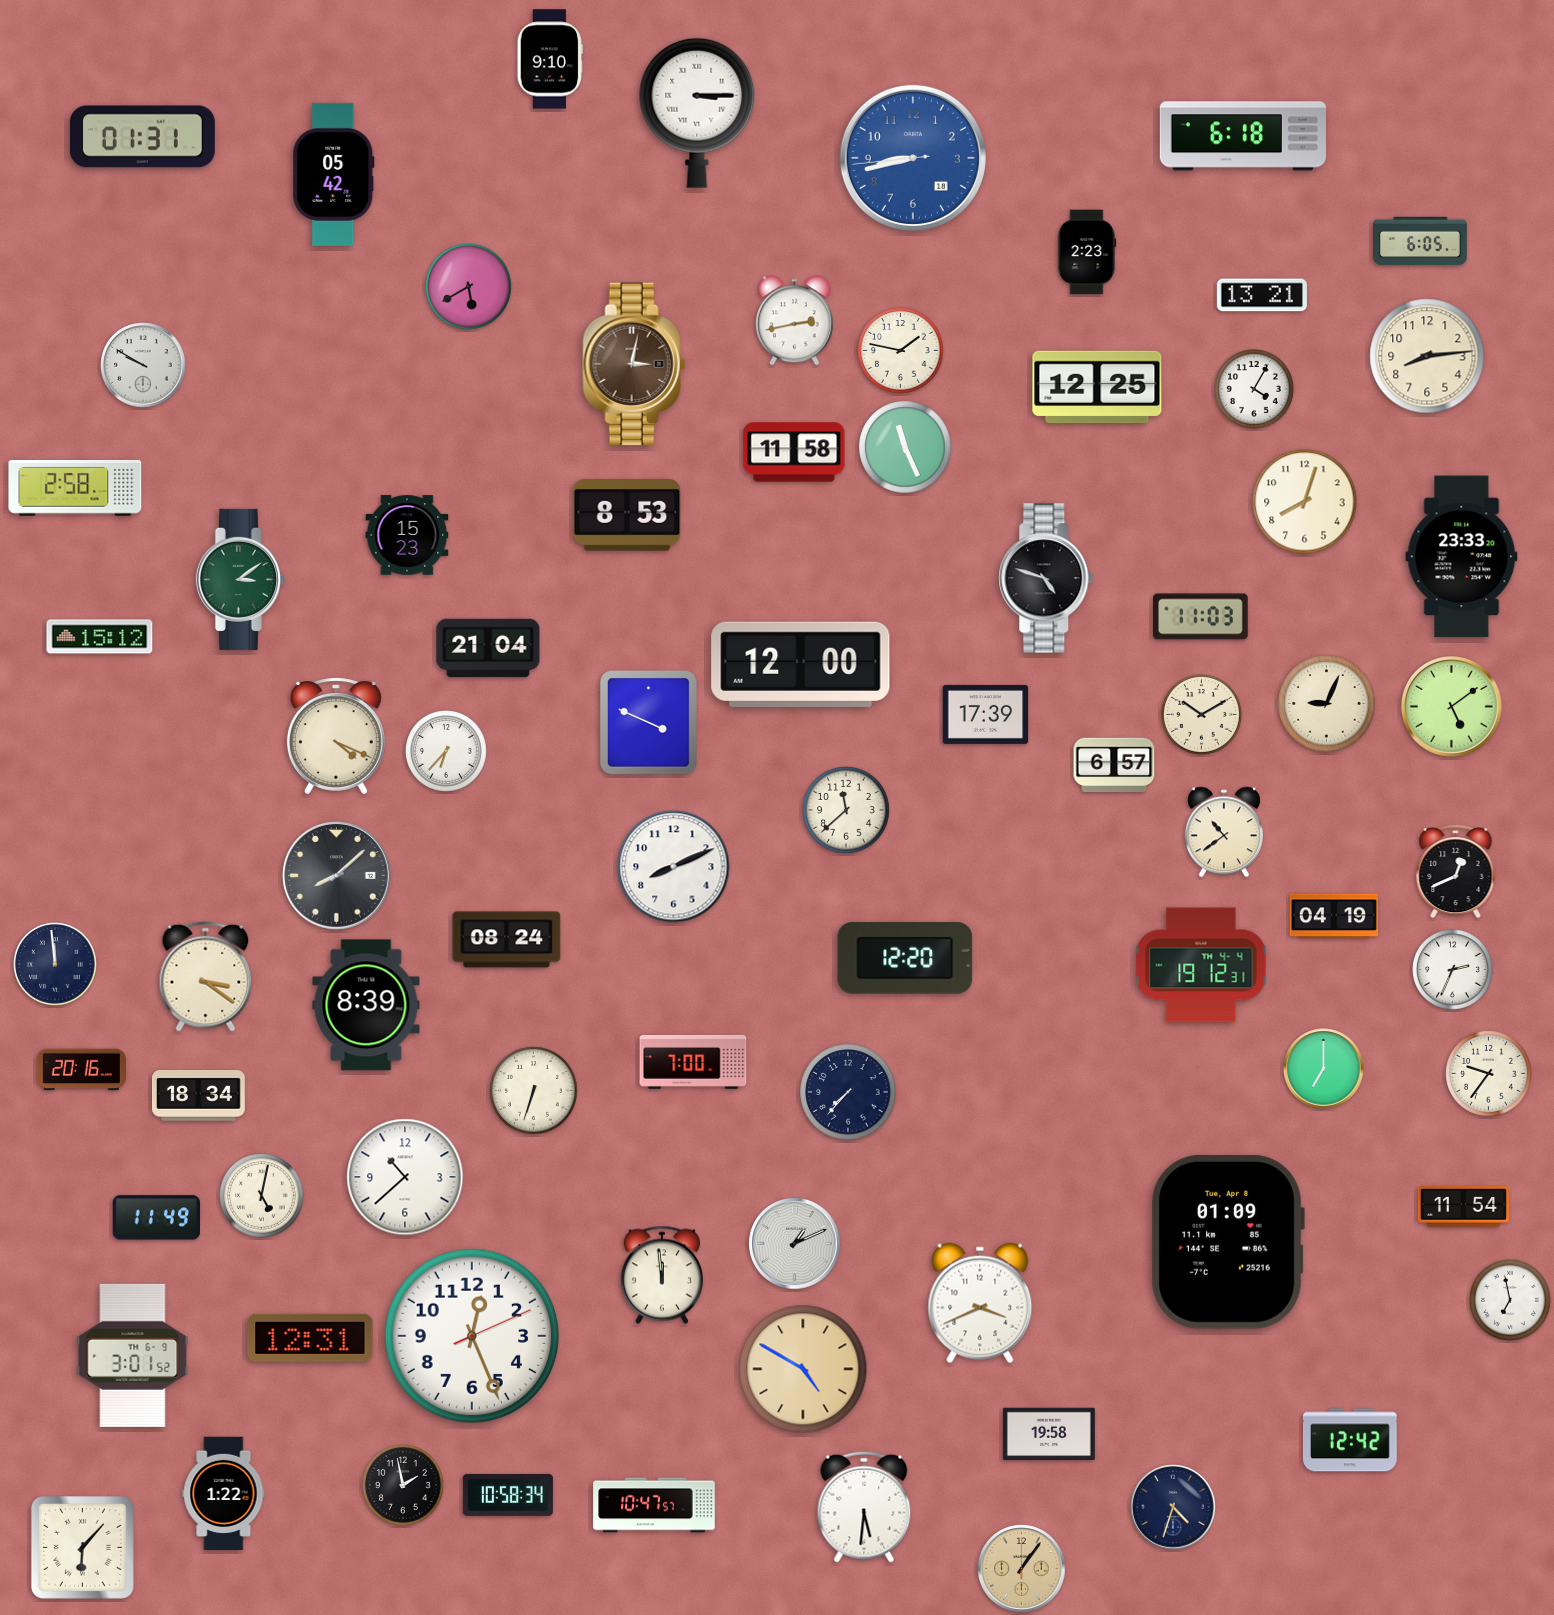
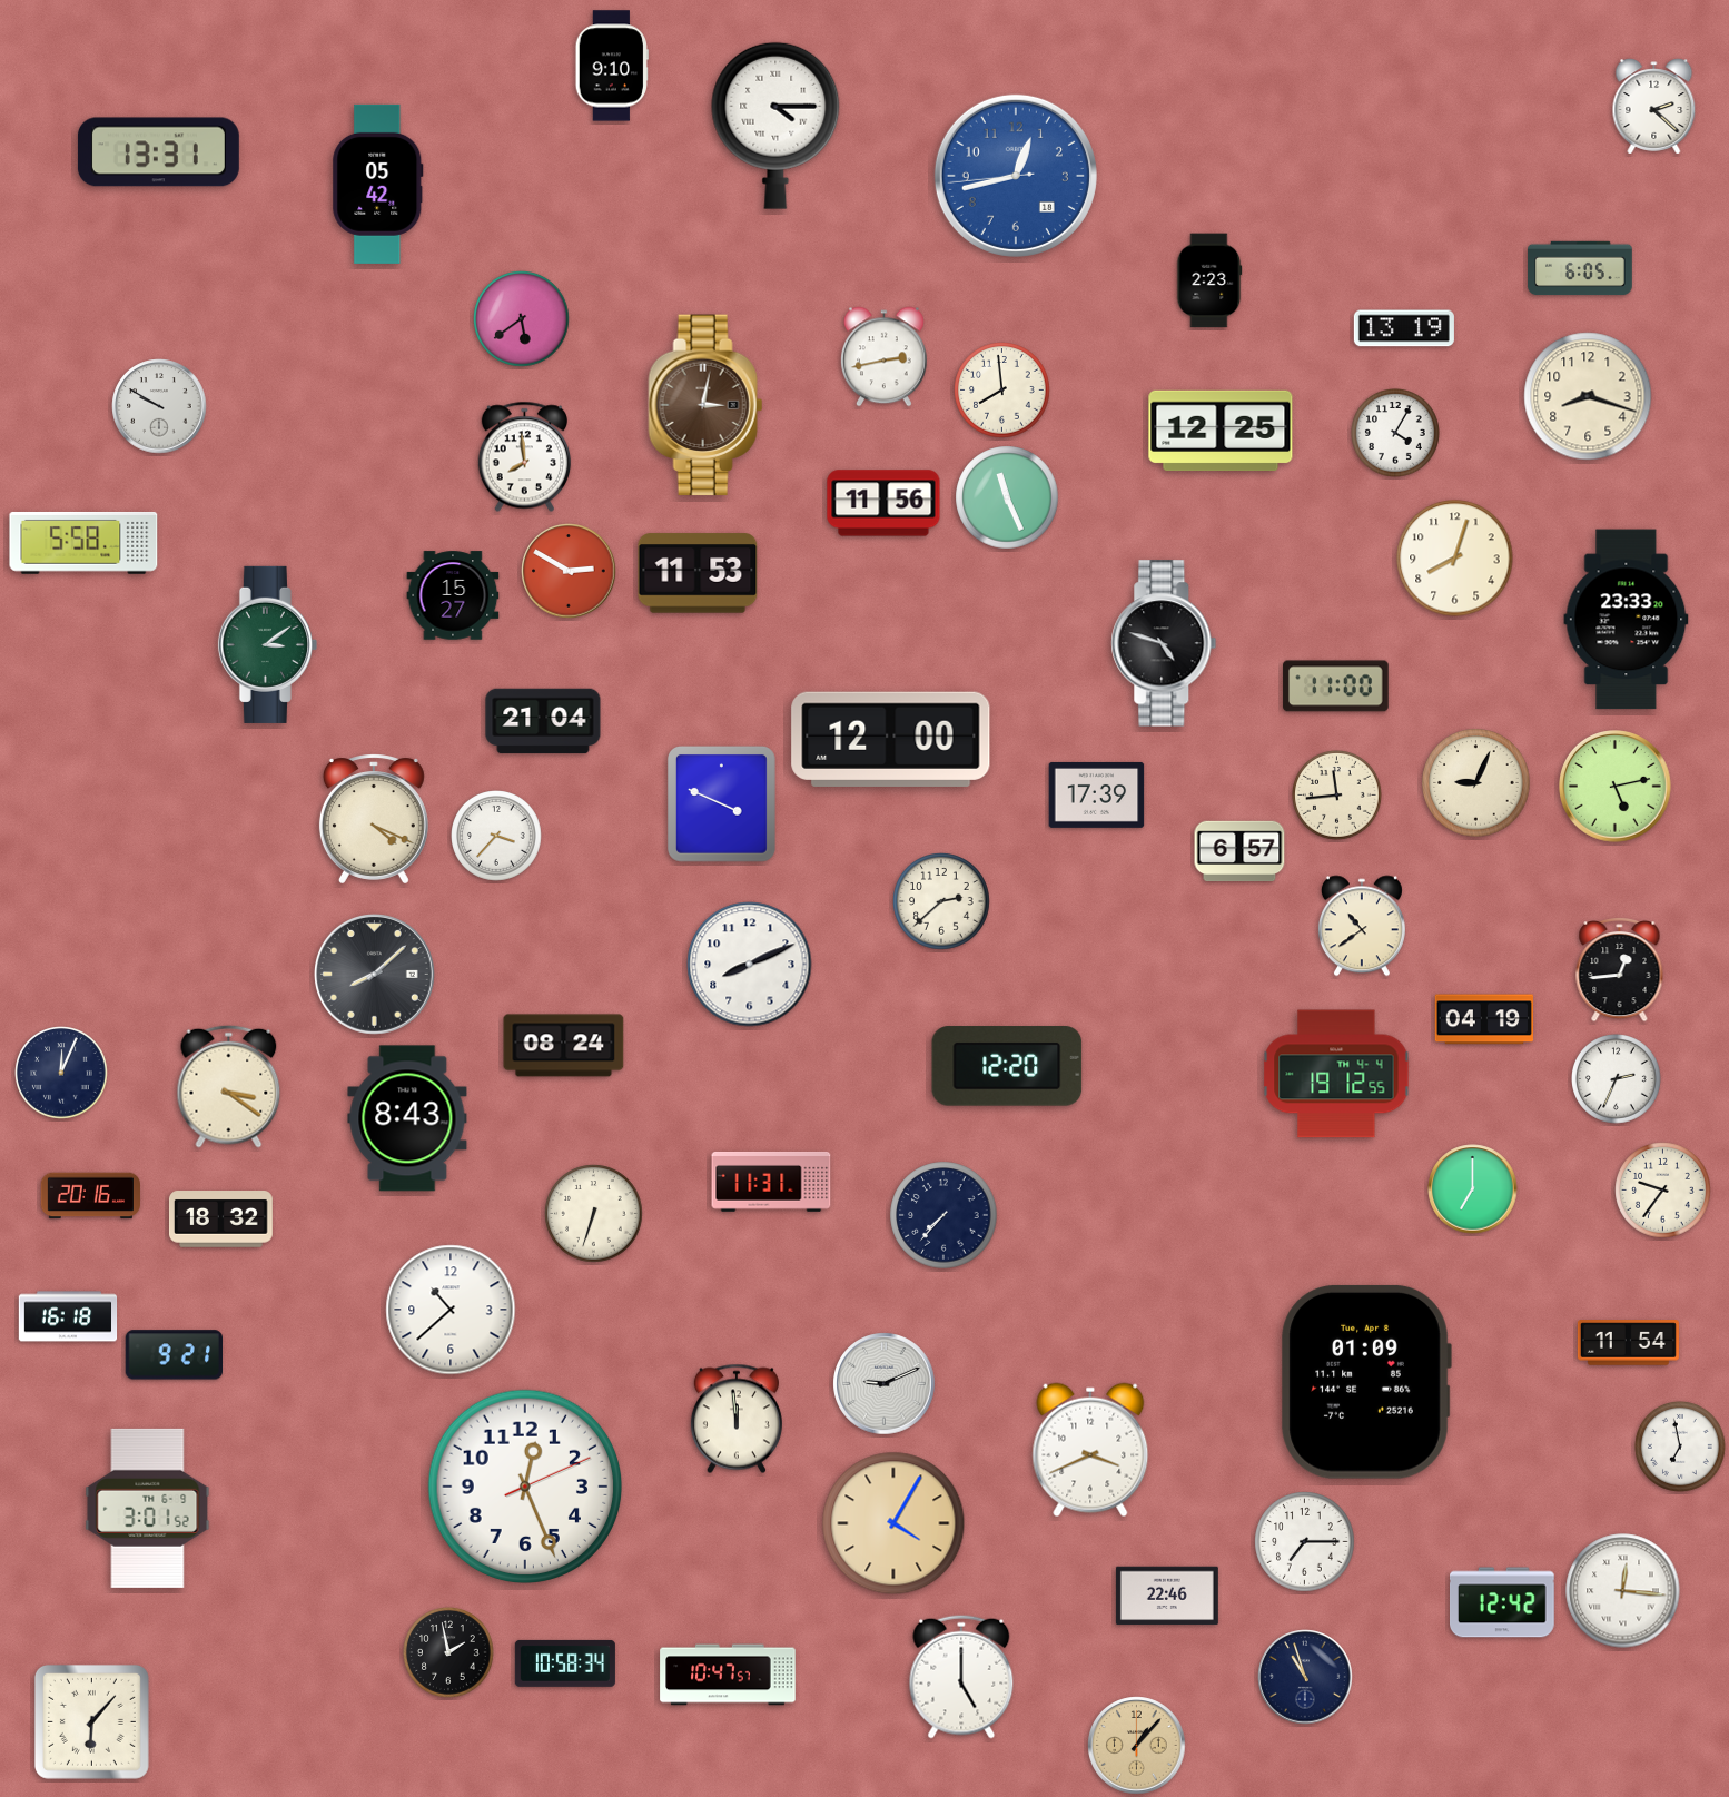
clock at (1654, 107): none -> 2:22
clock at (697, 113): 3:15 -> 4:15
clock at (1243, 136): 6:18 -> none
clock at (142, 137): 01:31 -> 13:31
clock at (913, 158): 8:42 -> 12:42
clock at (334, 174) position: (334, 174) -> (378, 184)
clock at (469, 287): 5:40 -> 5:39
clock at (1262, 295): 13:21 -> 13:19
clock at (901, 351): 1:47 -> 7:59
clock at (1427, 356): 8:14 -> 8:18
clock at (524, 457): none -> 7:59
clock at (794, 452): 11:58 -> 11:56
clock at (75, 488): 2:58 -> 5:58
clock at (1305, 502) position: (1305, 502) -> (1455, 559)
clock at (569, 571): none -> 2:50
clock at (627, 515): 8:53 -> 11:53
clock at (407, 535): 15:23 -> 15:27
clock at (1201, 617): 11:03 -> 11:00
clock at (100, 637): 15:12 -> none
clock at (1452, 707): 5:09 -> 5:13
clock at (1202, 715): 10:10 -> 11:44
clock at (447, 752): 6:37 -> 3:37
clock at (846, 810): 11:38 -> 2:38
clock at (1456, 871): 12:41 -> 12:44
clock at (55, 964): 11:59 -> 12:04
clock at (1201, 965): 19:12:31 -> 19:12:55
clock at (366, 1005): 8:39 -> 8:43
clock at (693, 1062): 7:00 -> 11:31
clock at (81, 1070) position: (81, 1070) -> (90, 1196)
clock at (1489, 1074) position: (1489, 1074) -> (1663, 1191)
clock at (198, 1096): 18:34 -> 18:32
clock at (68, 1316): none -> 16:18
clock at (262, 1196): 5:02 -> none
clock at (156, 1218): 11:49 -> 9:21
clock at (795, 1244): 1:11 -> 9:11
clock at (310, 1338): 12:31 -> none
clock at (803, 1369): 4:50 -> 4:05
clock at (1305, 1542): none -> 7:15
clock at (1623, 1591): none -> 12:16
clock at (1049, 1434): 19:58 -> 22:46
clock at (224, 1494): 1:22 -> none
clock at (864, 1507): 5:31 -> 5:00
clock at (1173, 1507): 4:33 -> 10:57
clock at (1022, 1569): 1:06 -> 1:07
